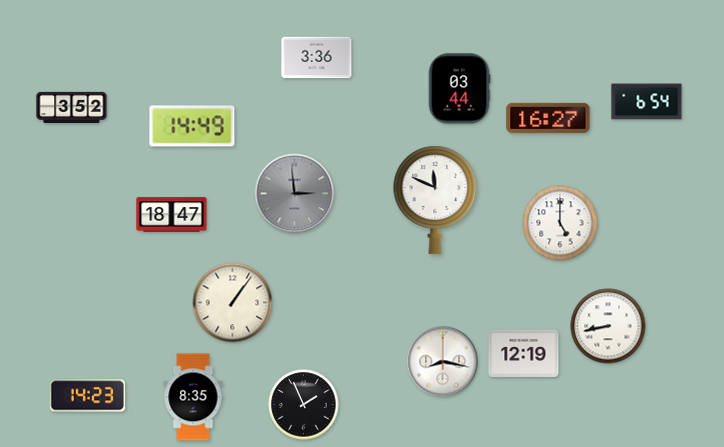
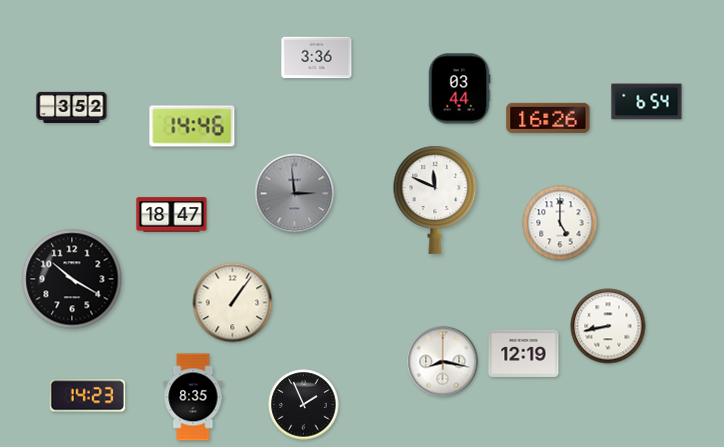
clock at (548, 118): 16:27 -> 16:26
clock at (192, 126): 14:49 -> 14:46
clock at (72, 279): none -> 10:20
